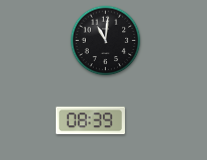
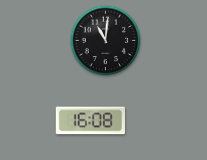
clock at (90, 121): 08:39 -> 16:08
